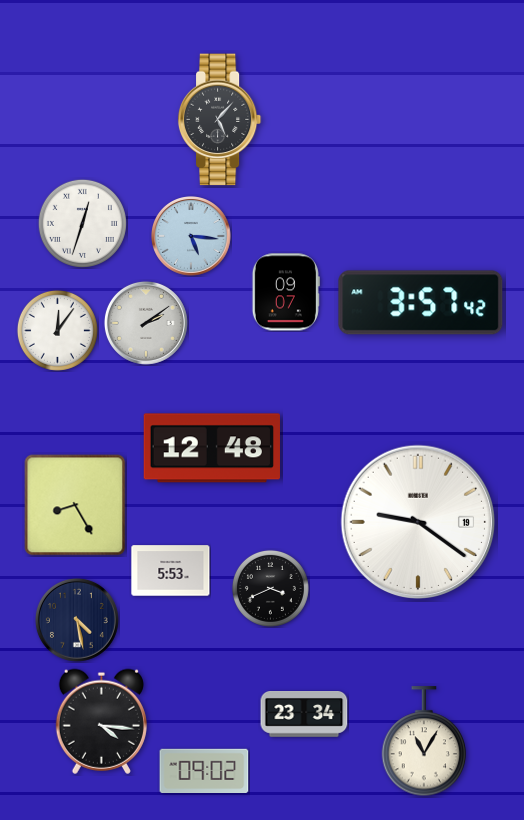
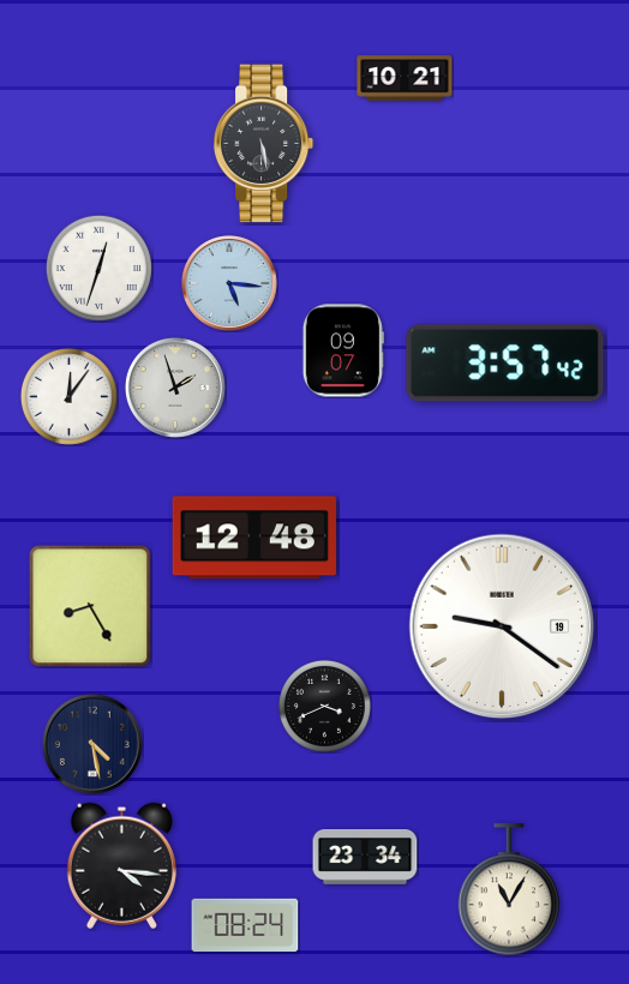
clock at (405, 78): none -> 10:21
clock at (220, 120): 5:07 -> 5:28
clock at (146, 323): 2:09 -> 1:57
clock at (171, 571): 5:53 -> none
clock at (204, 770): 09:02 -> 08:24
